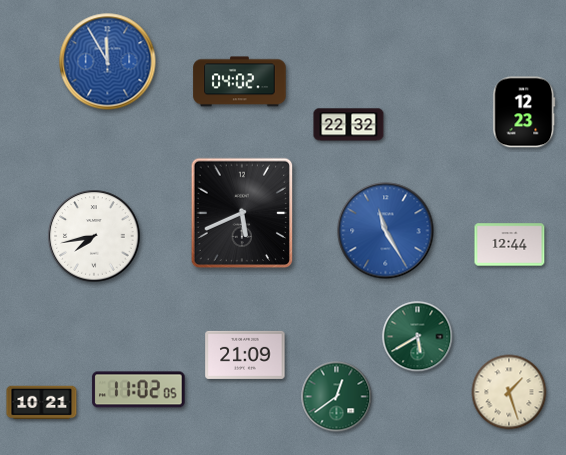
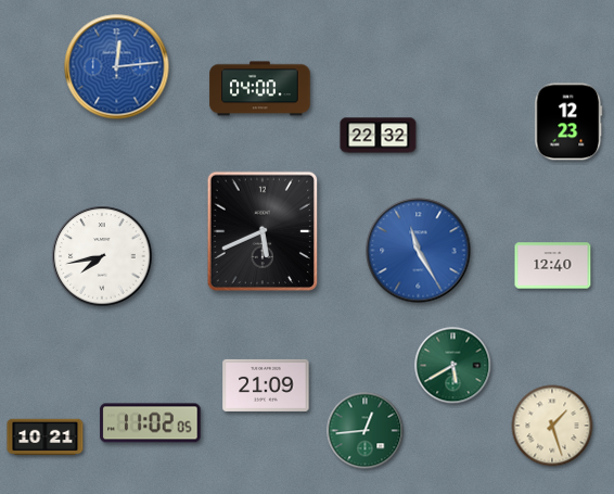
clock at (108, 62): 11:55 -> 12:14
clock at (240, 82): 04:02 -> 04:00
clock at (510, 245): 12:44 -> 12:40
clock at (337, 397): 12:39 -> 12:44
